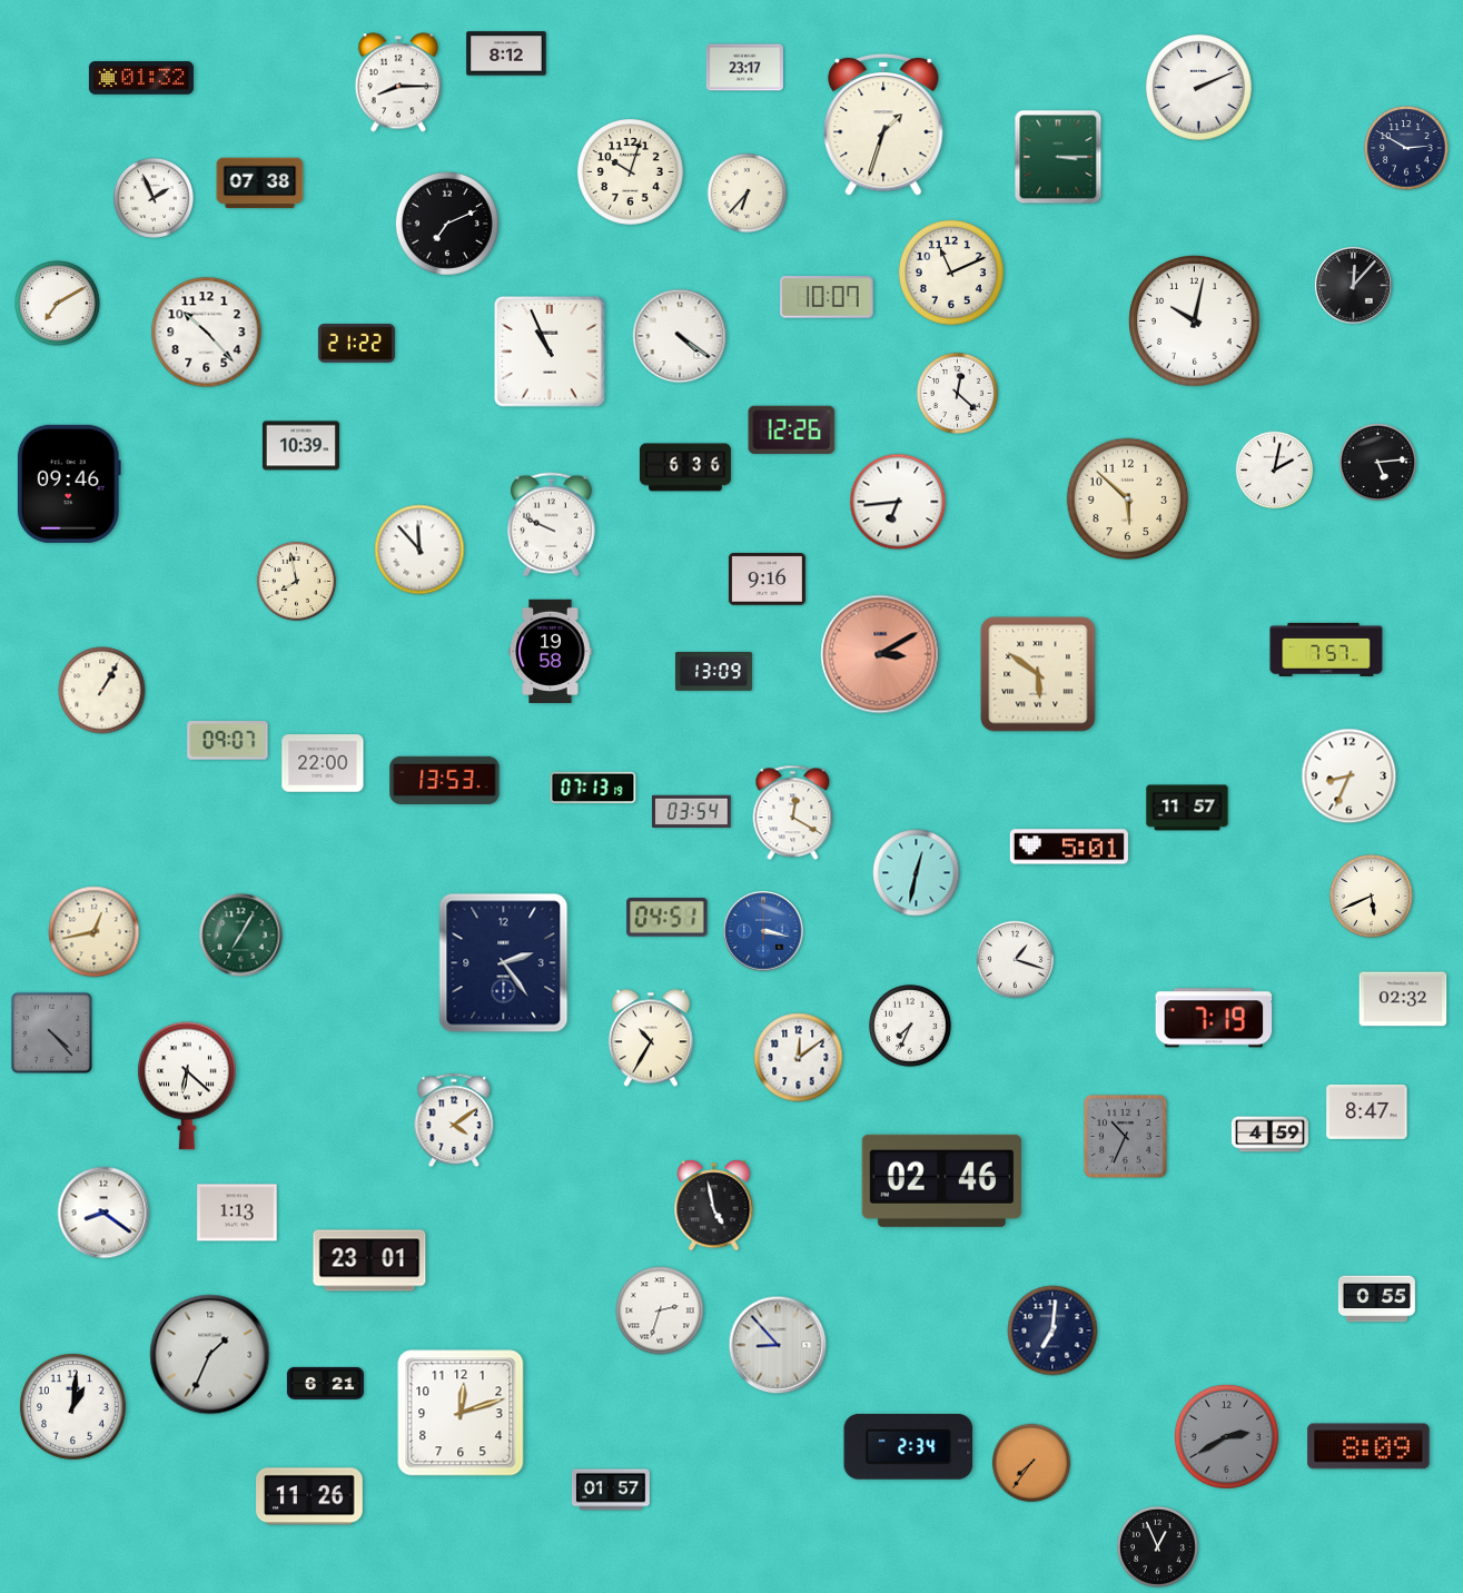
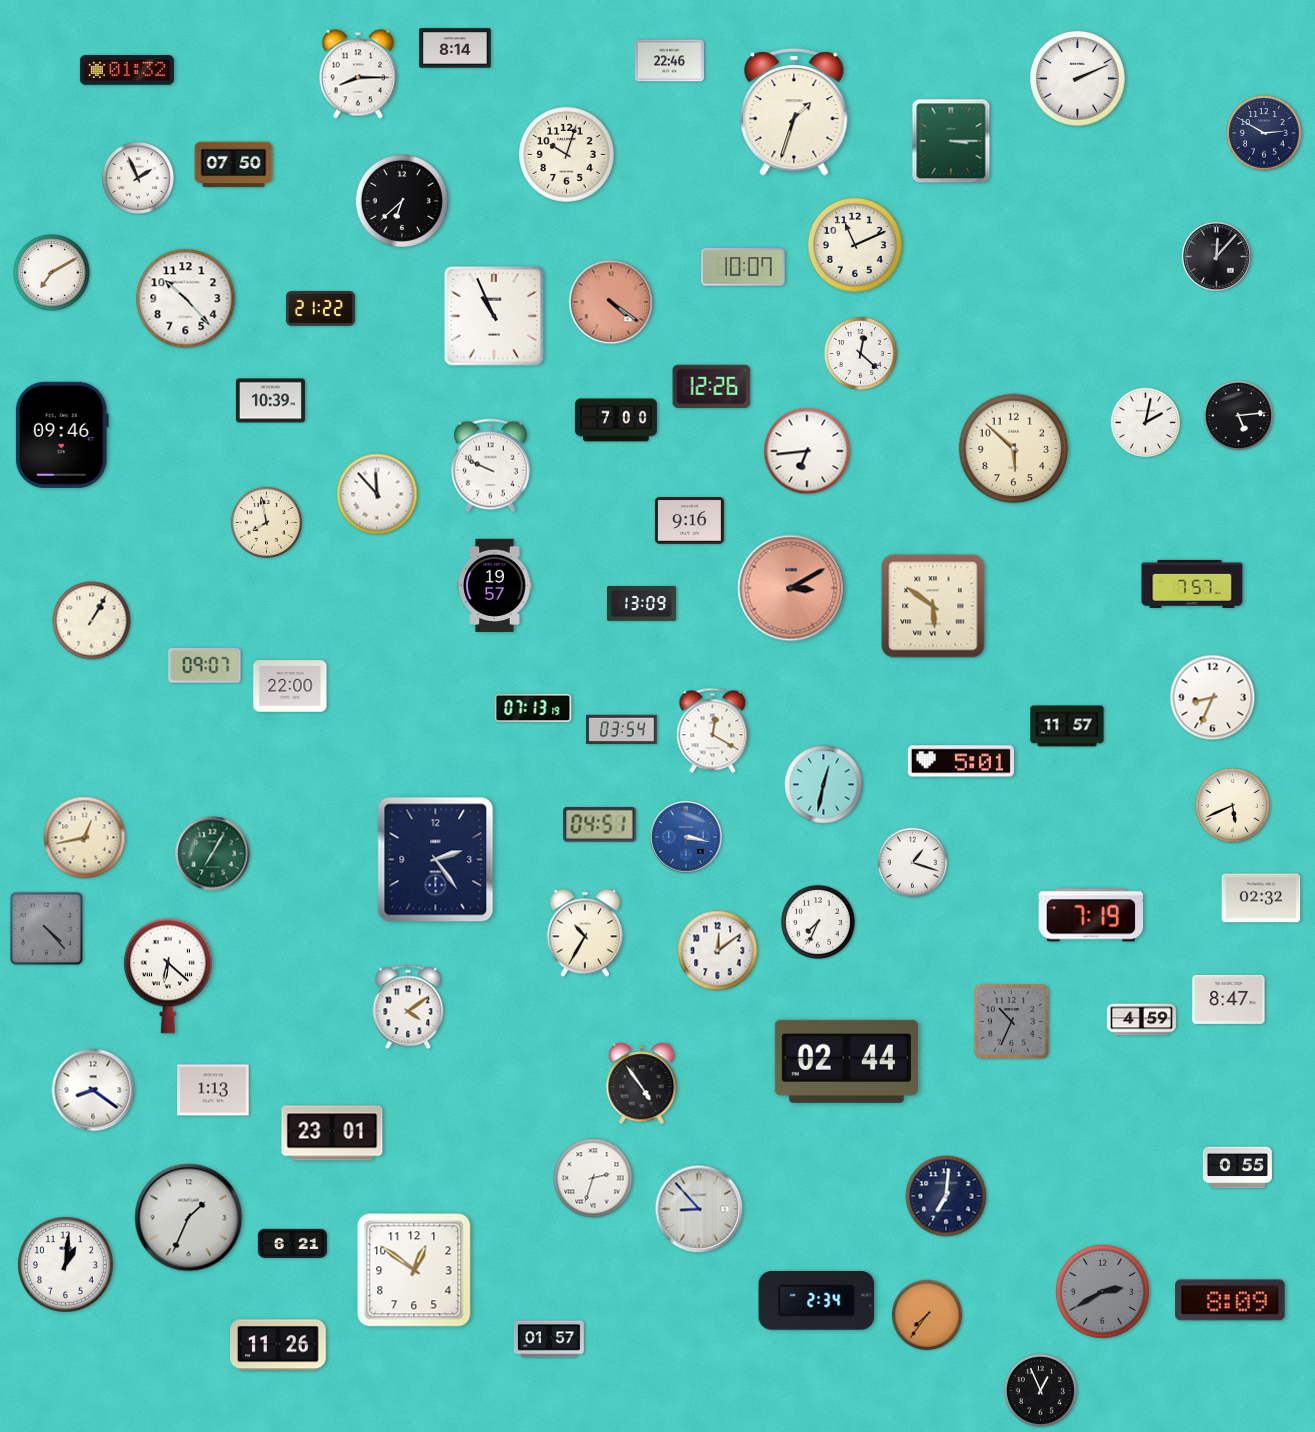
clock at (506, 53): 8:12 -> 8:14
clock at (744, 68): 23:17 -> 22:46
clock at (260, 184): 07:38 -> 07:50
clock at (747, 192): 6:37 -> none
clock at (447, 224): 7:11 -> 6:38
clock at (1195, 321): 10:02 -> none
clock at (680, 336) dial: white -> salmon
clock at (685, 467): 6:36 -> 7:00
clock at (552, 525) position: (552, 525) -> (491, 466)
clock at (551, 651): 19:58 -> 19:57
clock at (445, 780): 13:53 -> none
clock at (241, 936) position: (241, 936) -> (213, 854)
clock at (504, 963) position: (504, 963) -> (436, 860)
clock at (941, 1180): 02:46 -> 02:44
clock at (714, 1206): 4:58 -> 4:54
clock at (461, 1413): 12:12 -> 12:51
